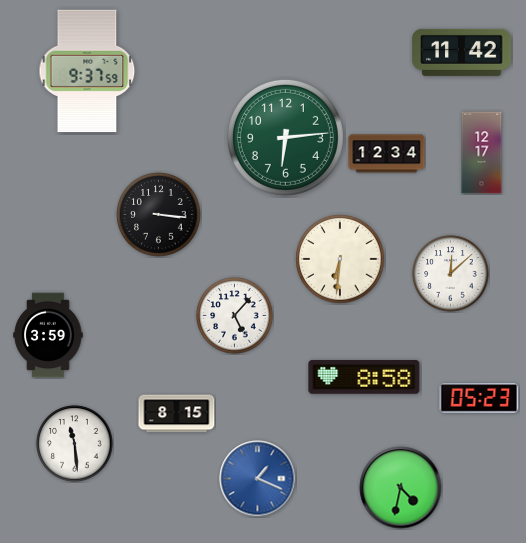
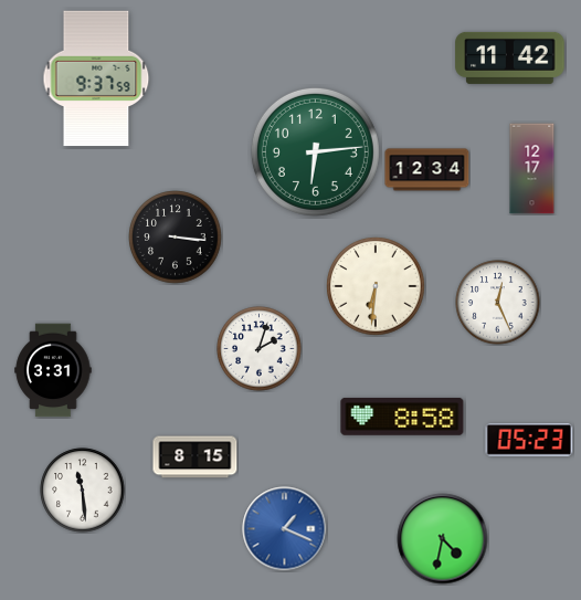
clock at (451, 274): 12:08 -> 12:26
clock at (235, 316): 5:07 -> 2:03
clock at (48, 335): 3:59 -> 3:31
